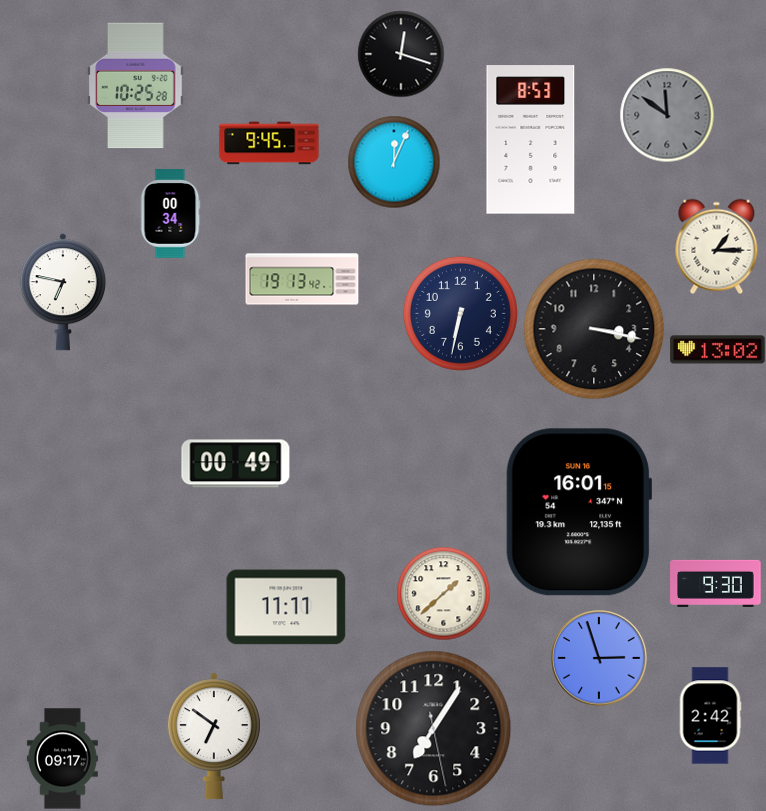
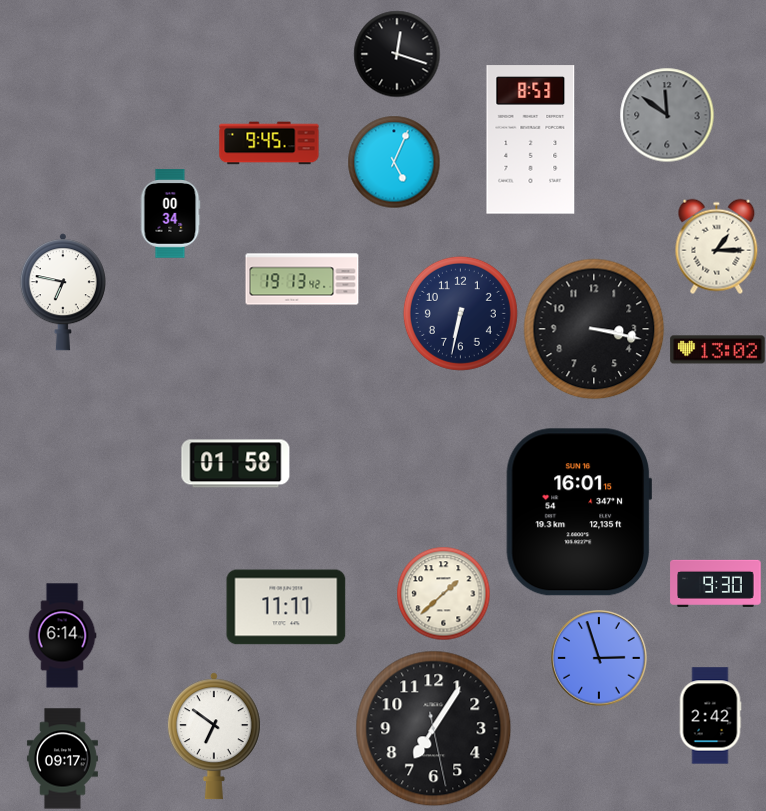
clock at (401, 54) position: (401, 54) -> (397, 54)
clock at (136, 86): 10:25 -> none
clock at (394, 162): 12:04 -> 5:04
clock at (236, 464): 00:49 -> 01:58
clock at (62, 636): none -> 6:14
